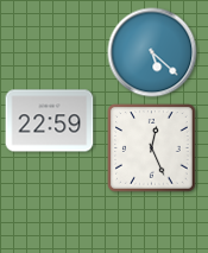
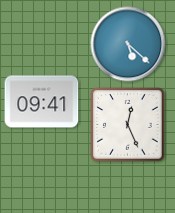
clock at (50, 121): 22:59 -> 09:41
